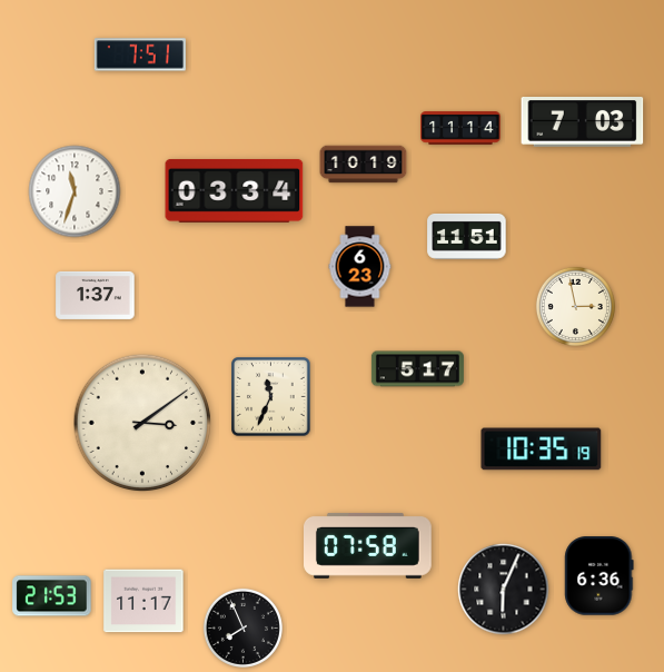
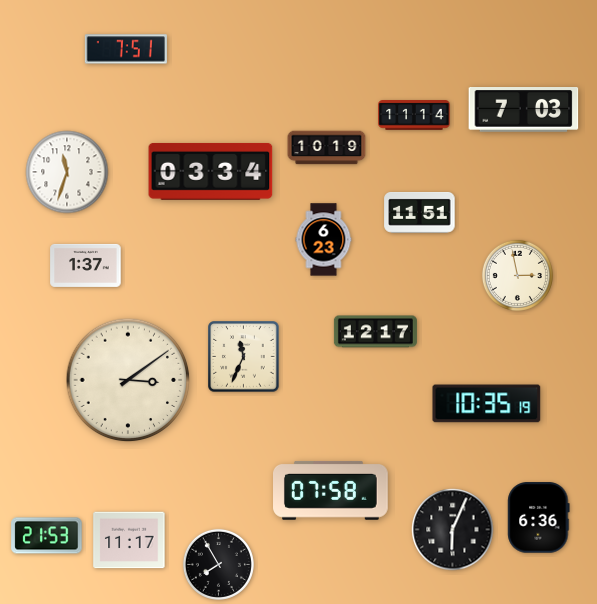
clock at (417, 369): 5:17 -> 12:17
clock at (242, 627): 7:56 -> 7:55
